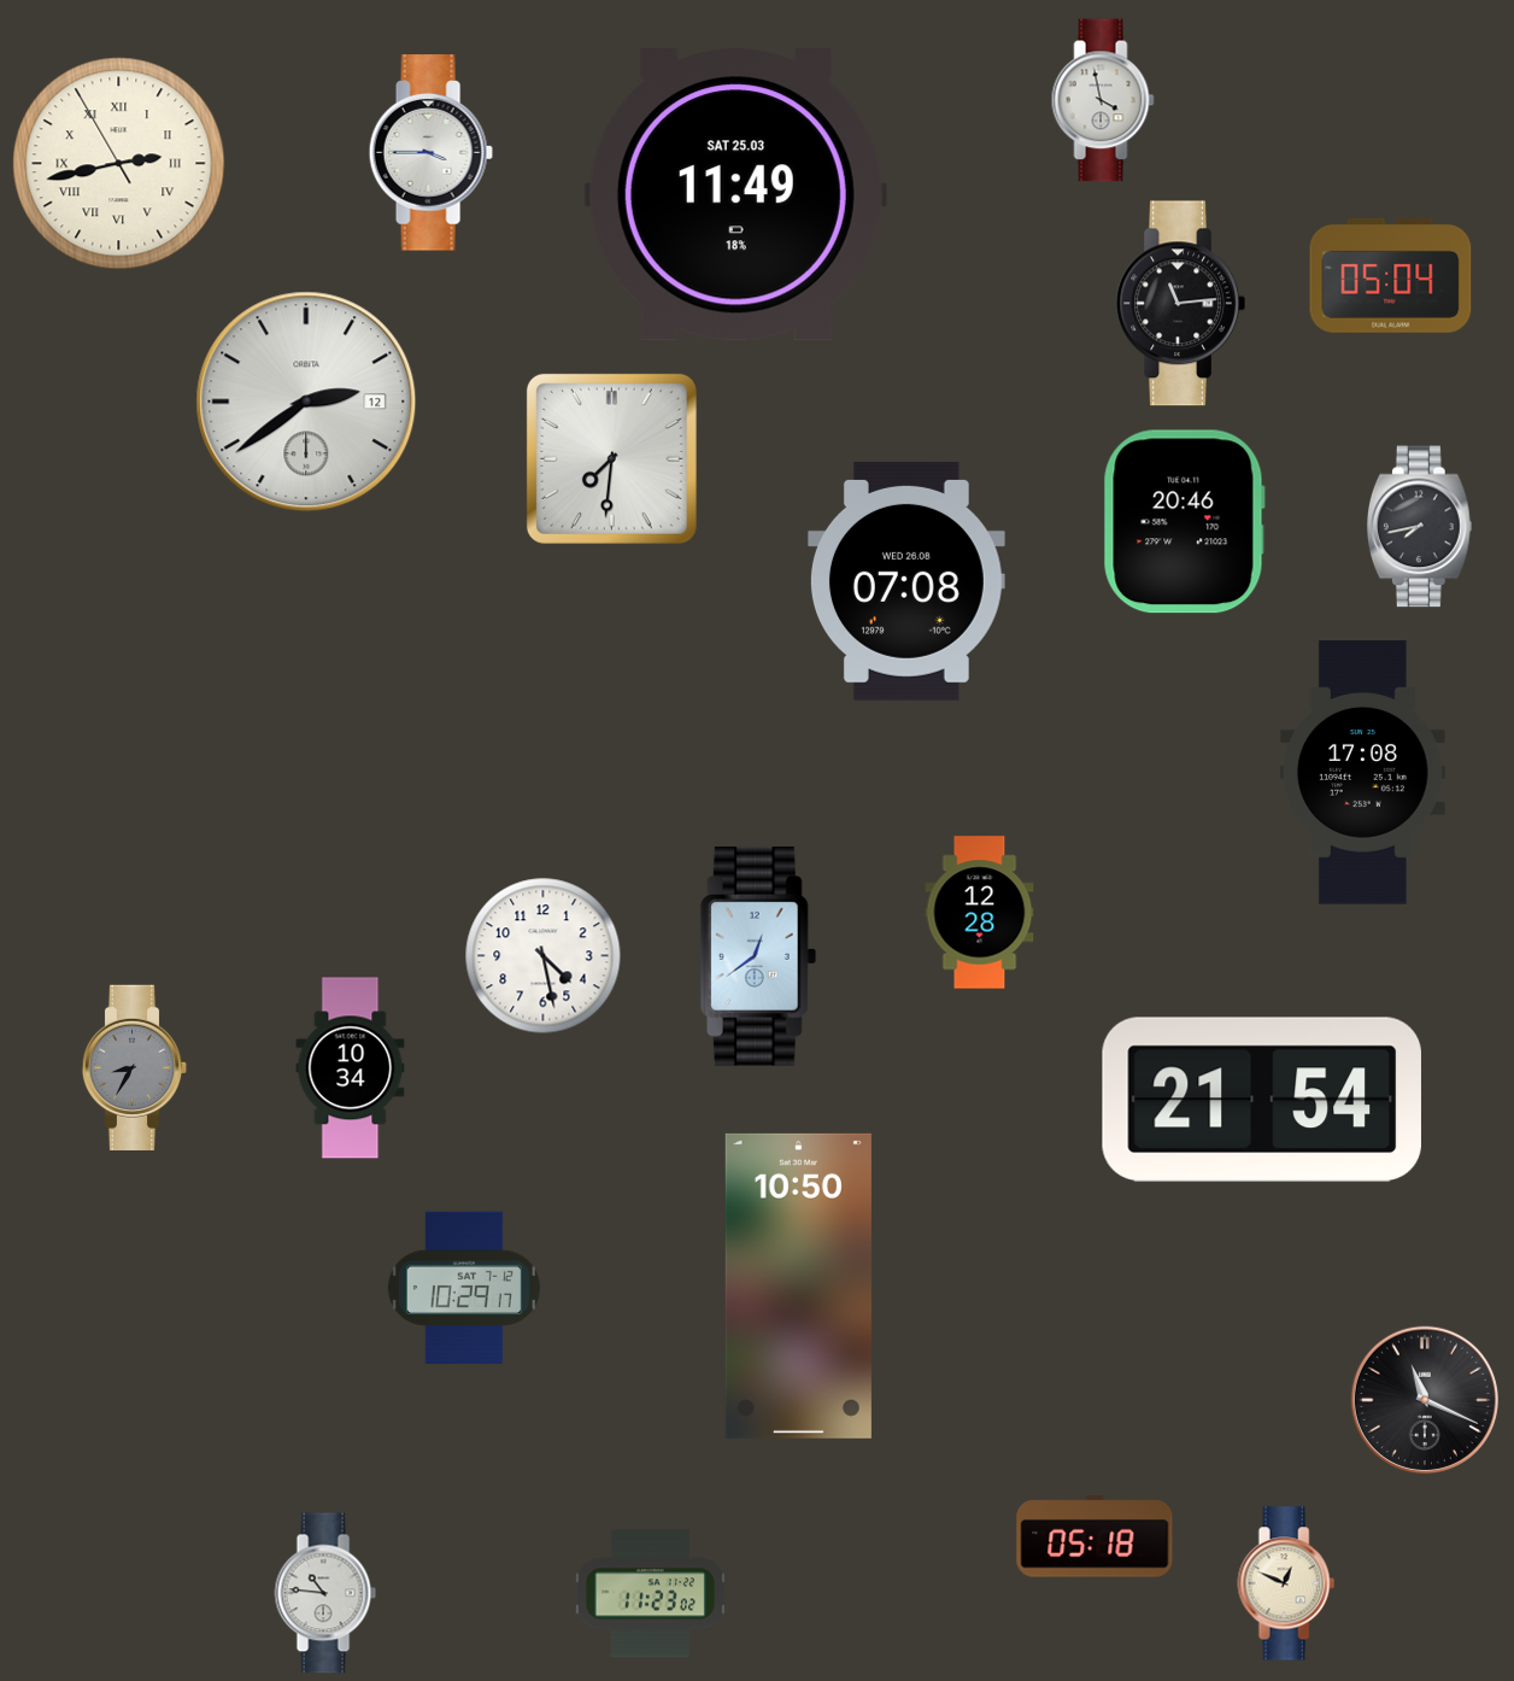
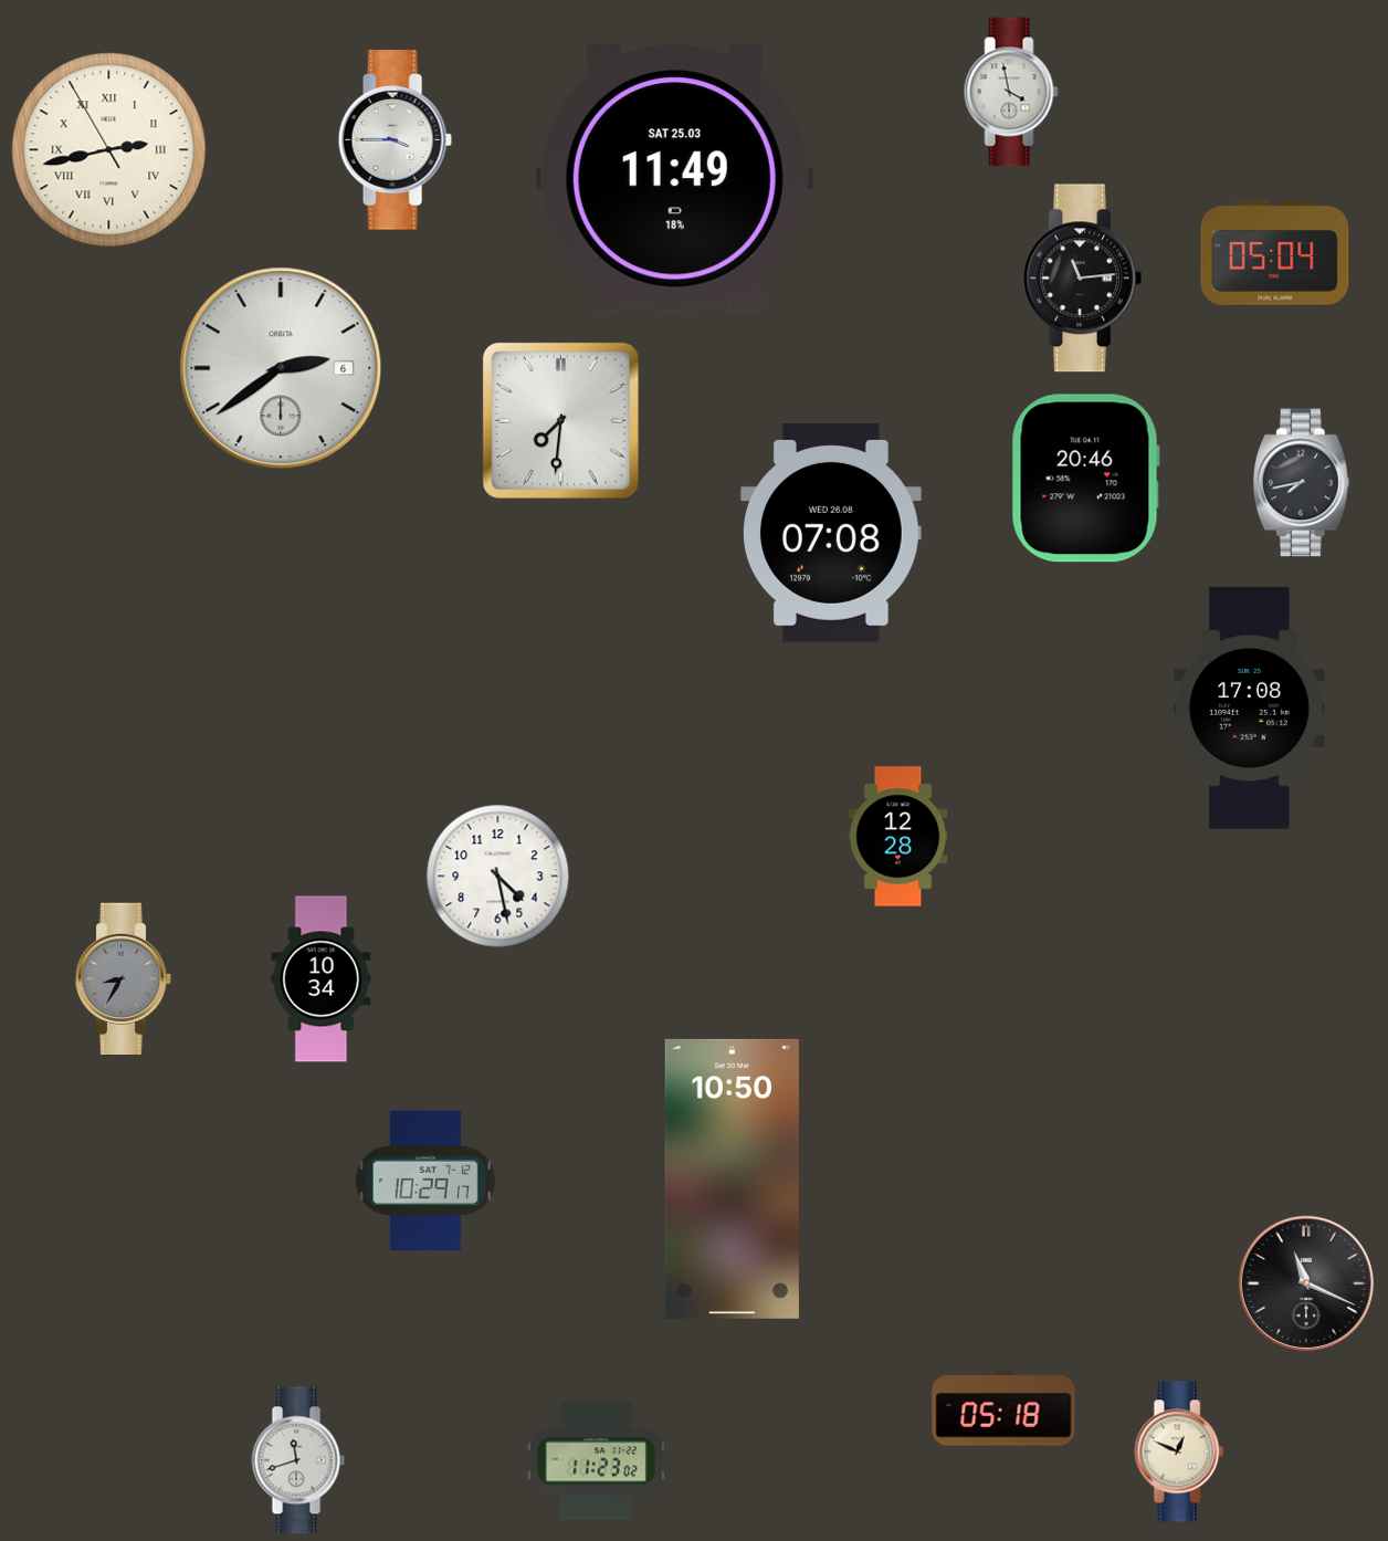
clock at (306, 402) date: 12 -> 6
clock at (758, 956): 12:39 -> none
clock at (1262, 1100): 21:54 -> none
clock at (325, 1593): 10:46 -> 11:42
